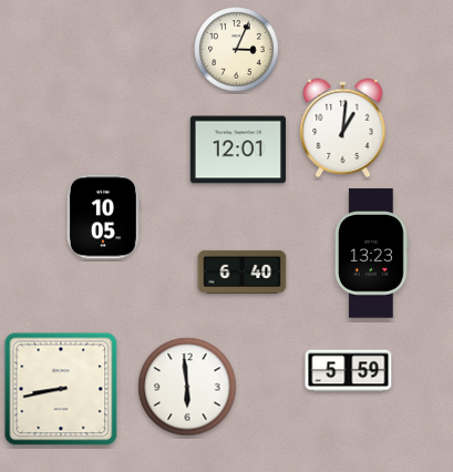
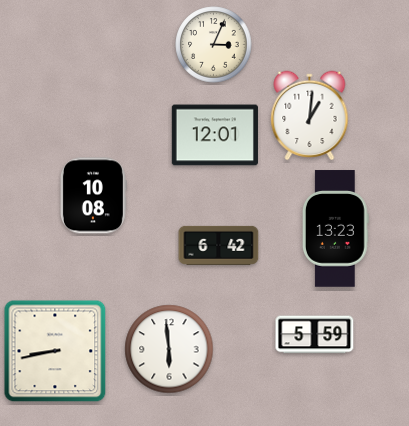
clock at (103, 217): 10:05 -> 10:08
clock at (243, 271): 6:40 -> 6:42
